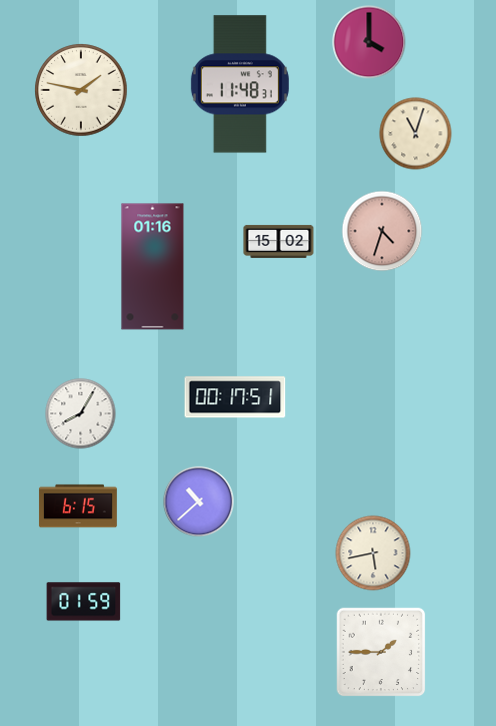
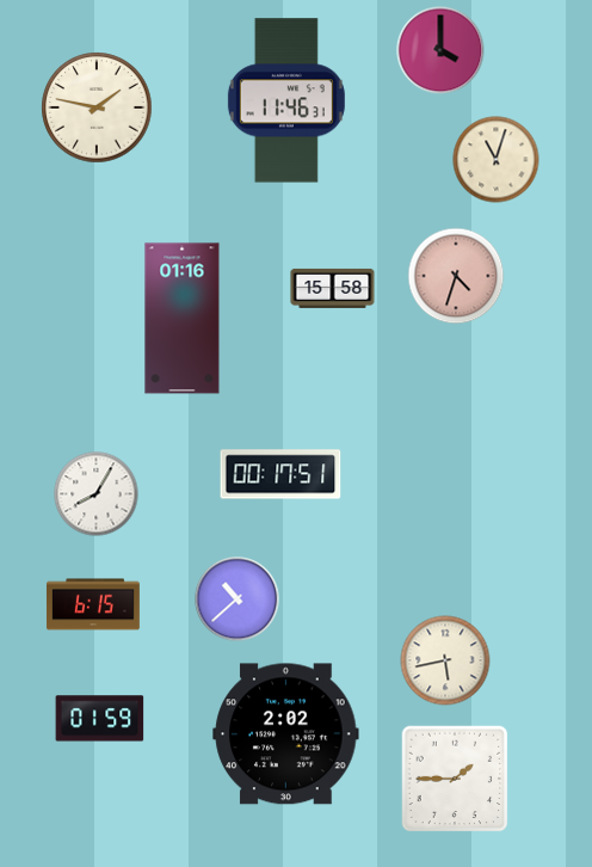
clock at (240, 84): 11:48 -> 11:46
clock at (279, 241): 15:02 -> 15:58
clock at (286, 734): none -> 2:02
